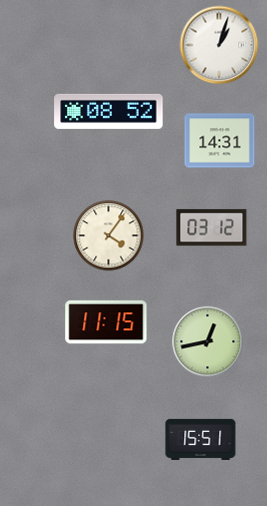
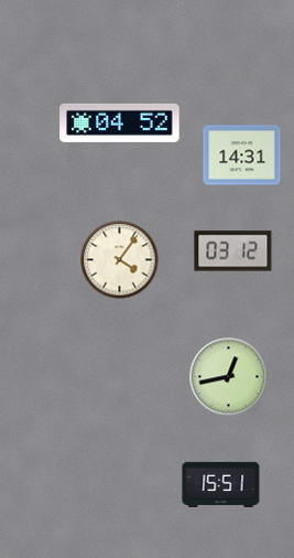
clock at (219, 45): 1:03 -> none
clock at (109, 111): 08:52 -> 04:52
clock at (106, 322): 11:15 -> none
